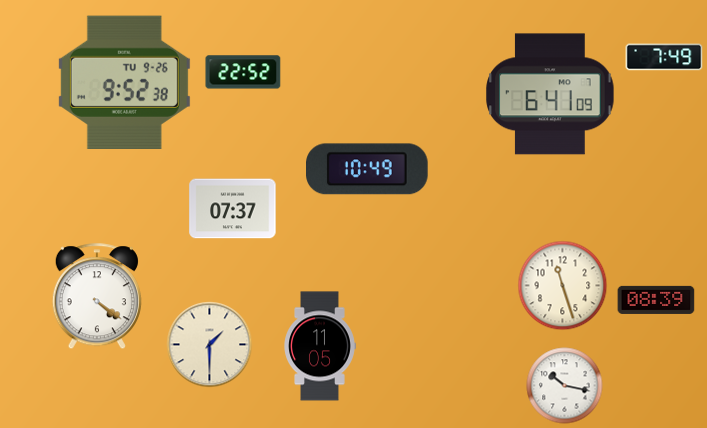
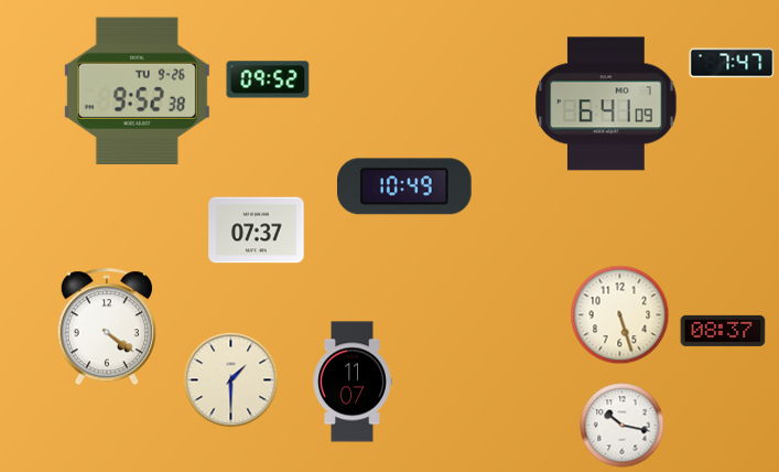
clock at (664, 57): 7:49 -> 7:47
clock at (243, 72): 22:52 -> 09:52
clock at (563, 286): 11:27 -> 5:27
clock at (656, 300): 08:39 -> 08:37
clock at (320, 346): 11:05 -> 11:07
